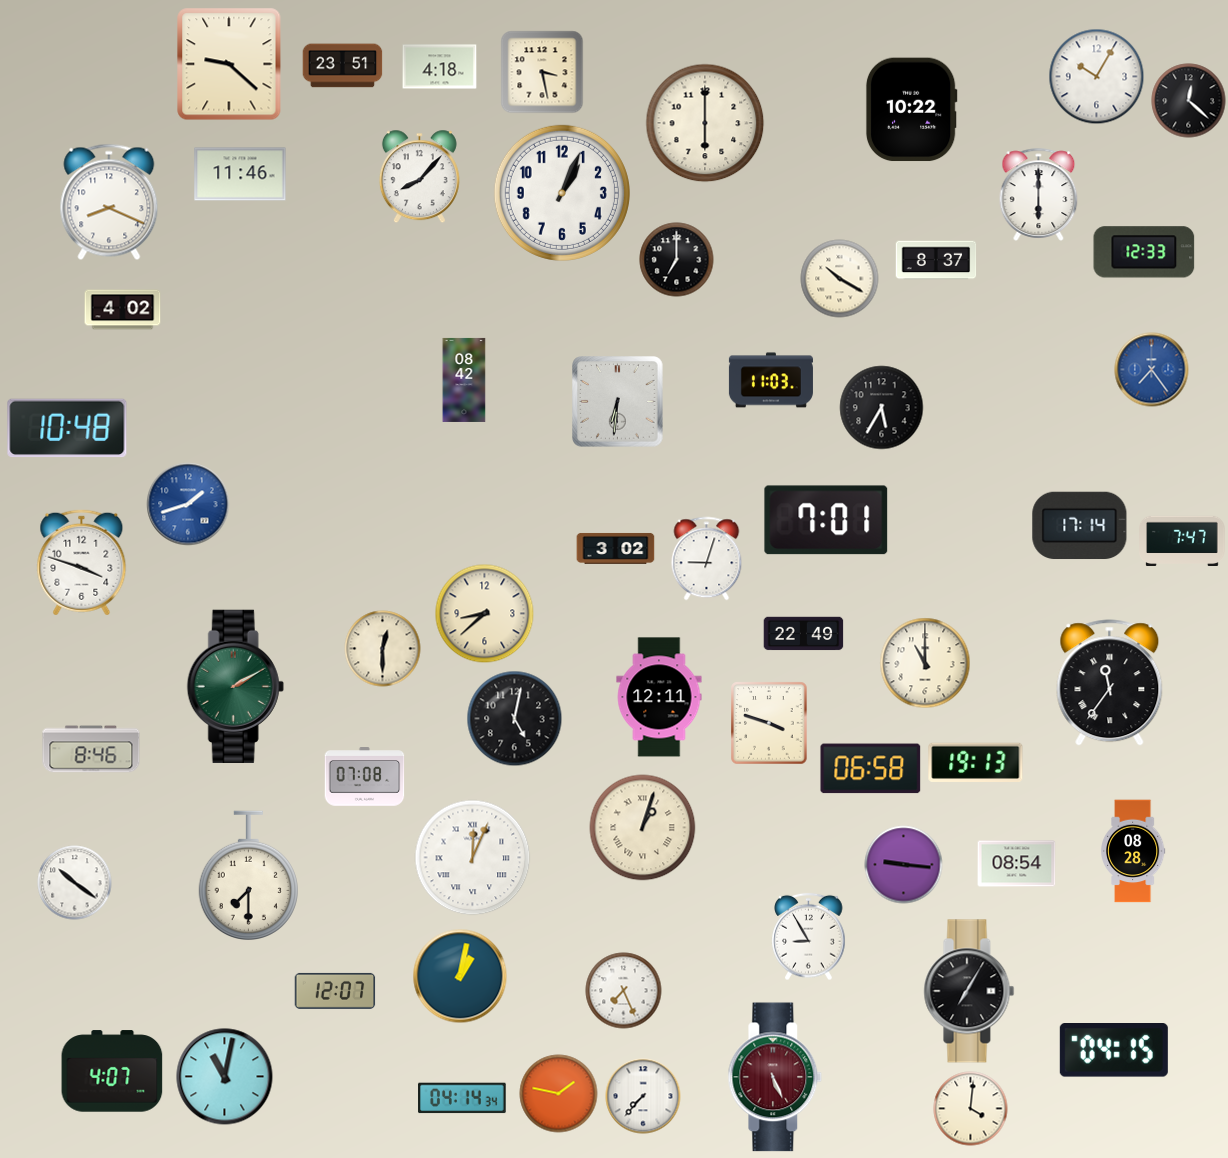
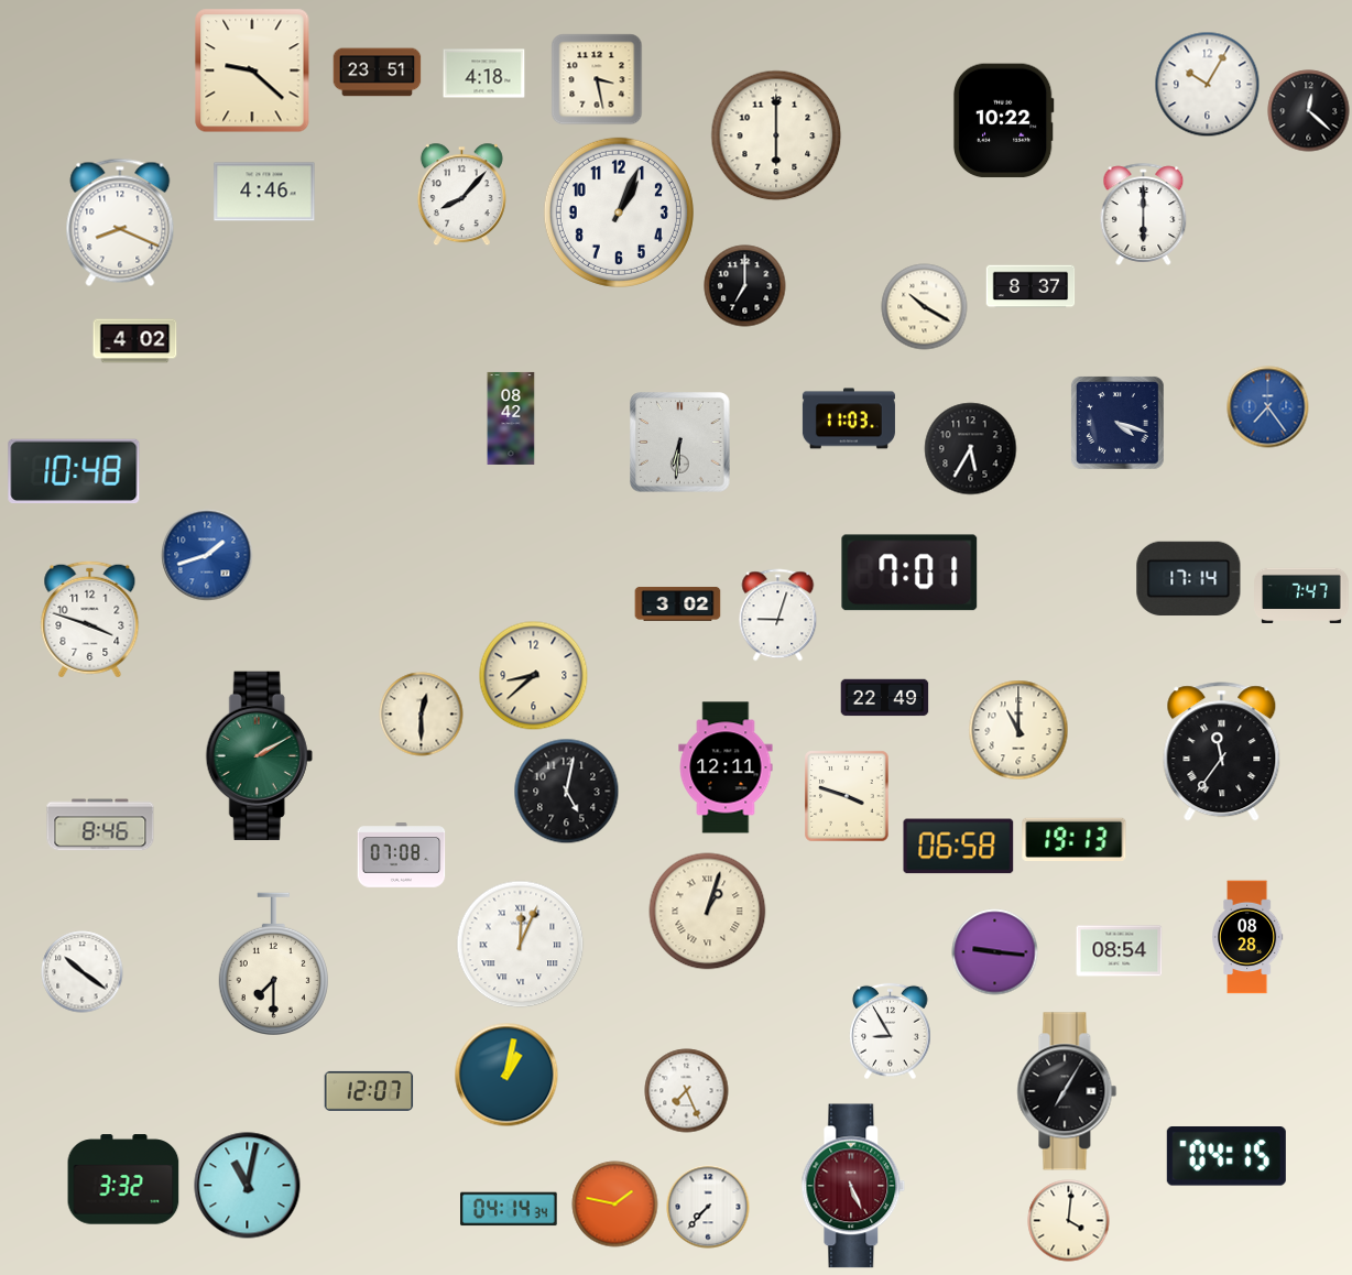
clock at (240, 174): 11:46 -> 4:46
clock at (1144, 252): 12:33 -> none
clock at (1117, 423): none -> 4:18
clock at (112, 1071): 4:07 -> 3:32
